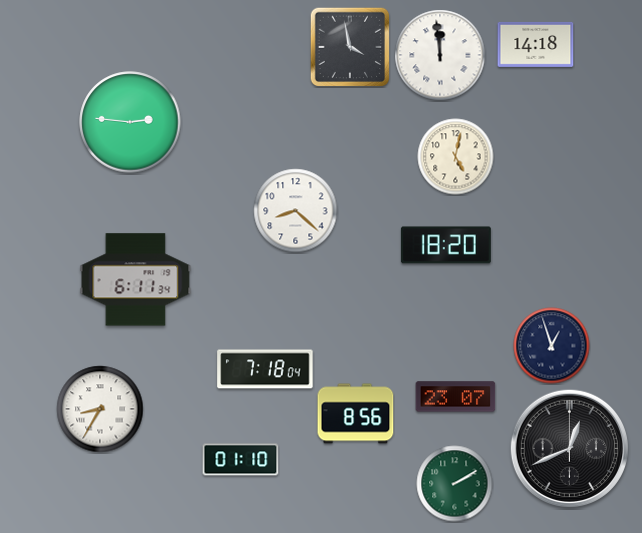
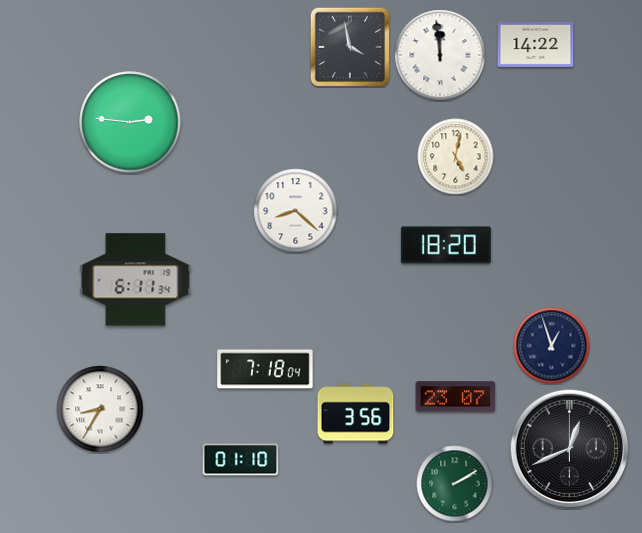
clock at (536, 44): 14:18 -> 14:22
clock at (356, 414): 8:56 -> 3:56
